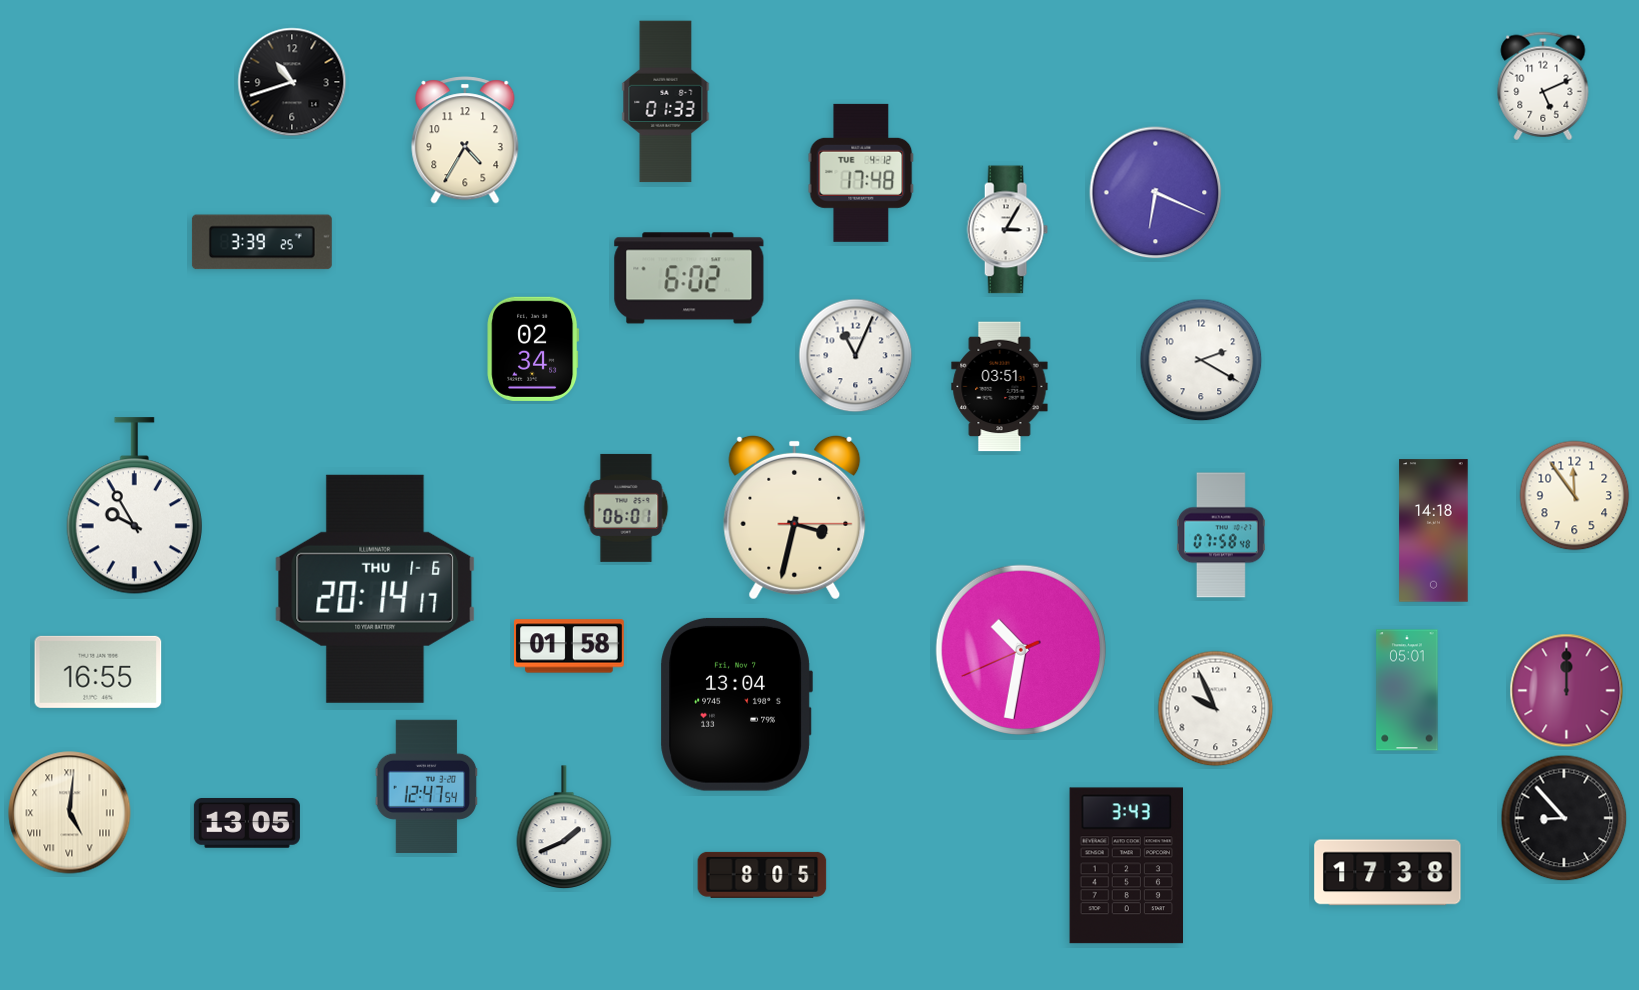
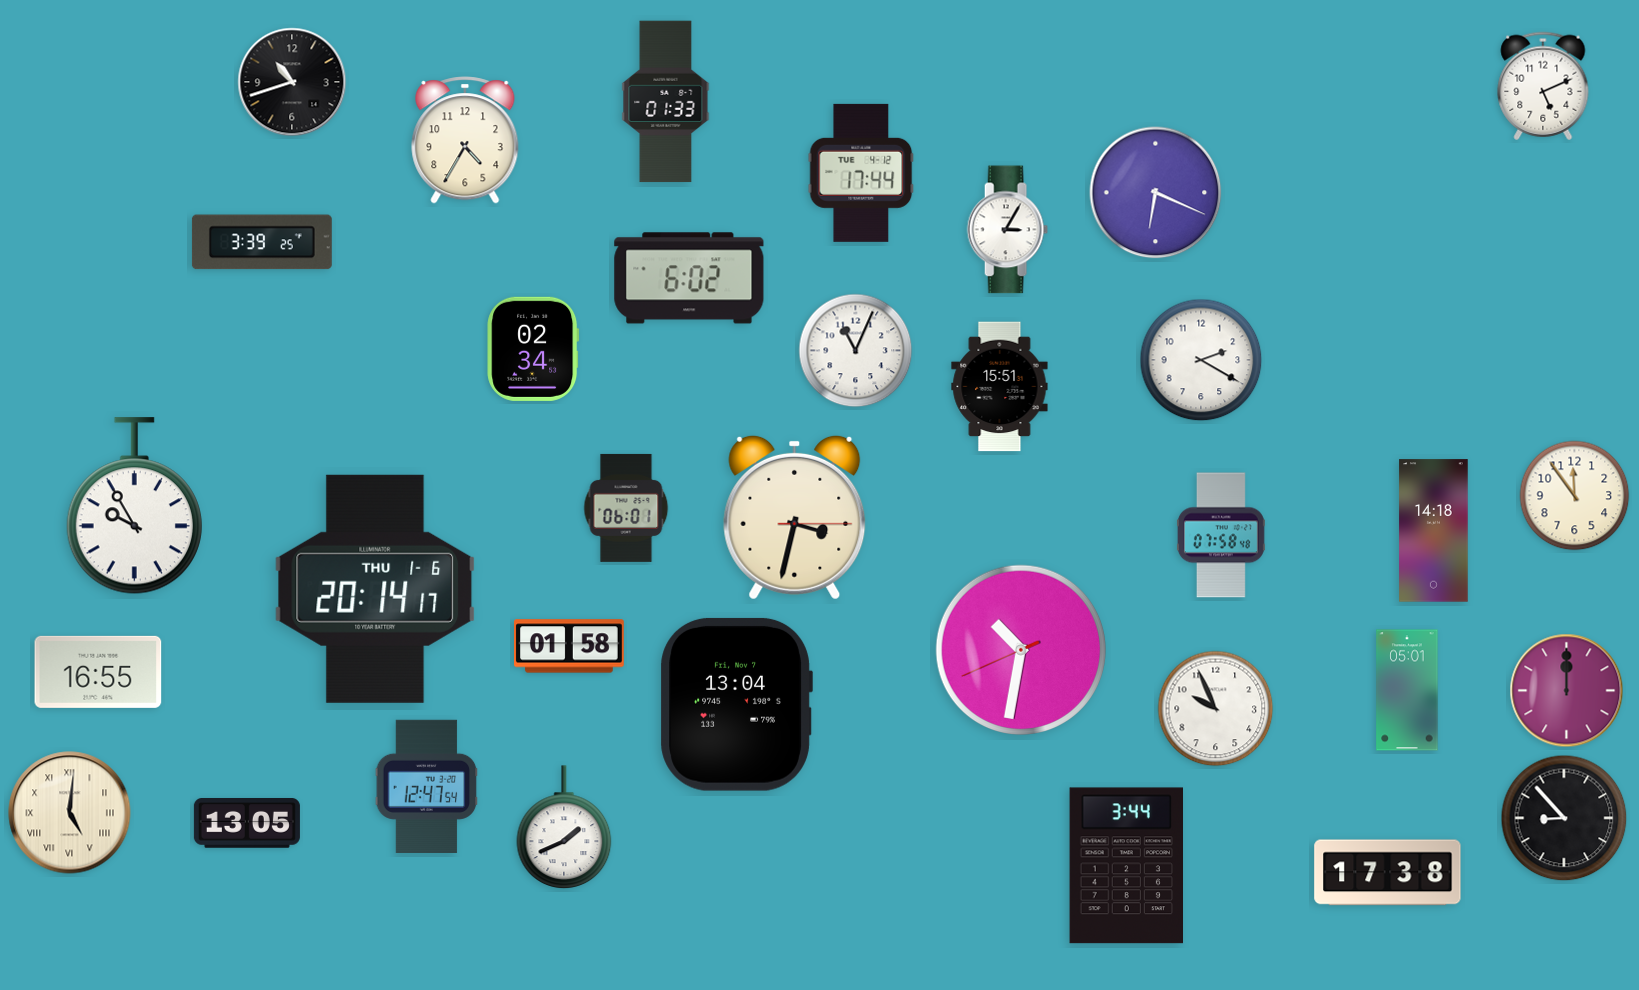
clock at (861, 173): 17:48 -> 17:44
clock at (856, 356) position: (856, 356) -> (856, 351)
clock at (1000, 387): 03:51 -> 15:51
clock at (1126, 866): 3:43 -> 3:44
clock at (762, 875): 8:05 -> none
